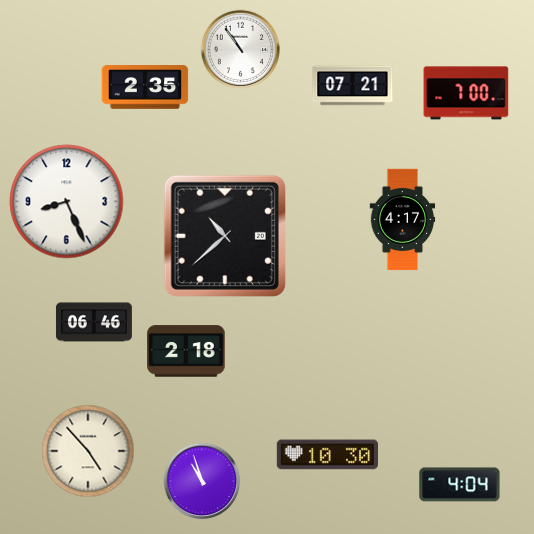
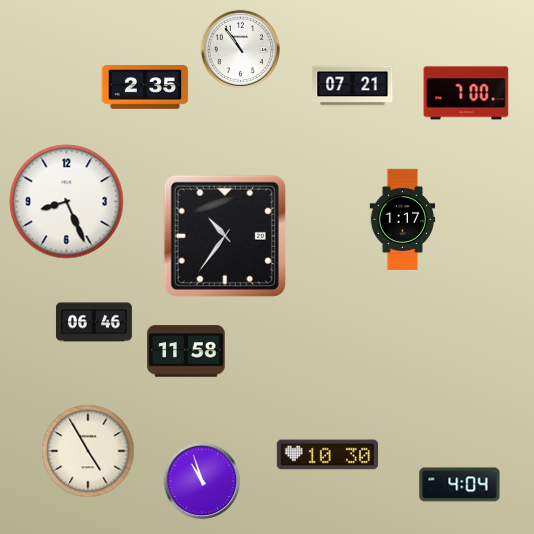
clock at (403, 220): 4:17 -> 1:17
clock at (225, 236): 10:38 -> 10:36
clock at (186, 351): 2:18 -> 11:58
clock at (88, 451): 4:53 -> 4:55
